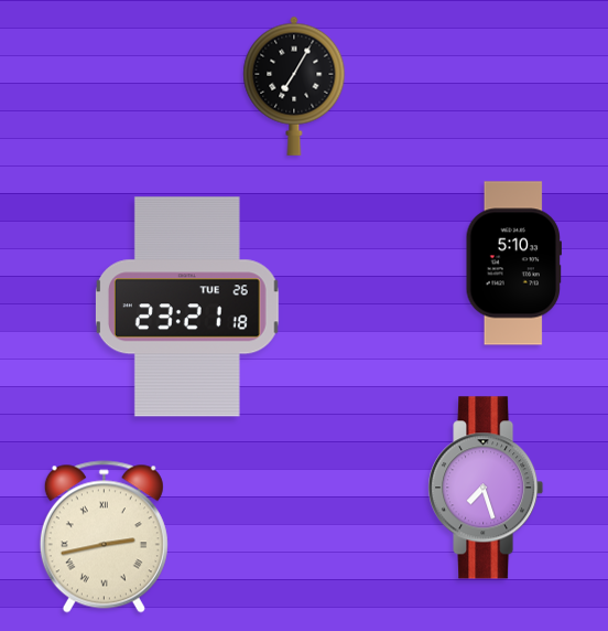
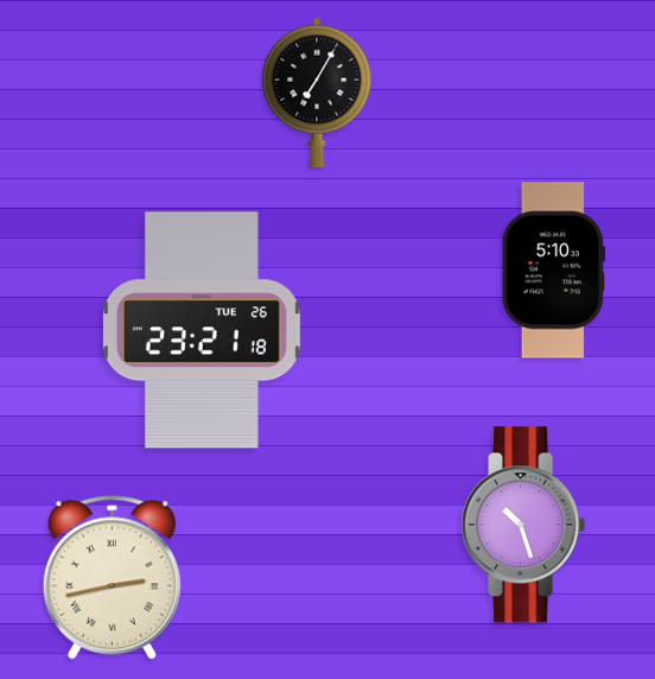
clock at (513, 264) position: (513, 264) -> (553, 271)
clock at (486, 488): 7:27 -> 10:27
